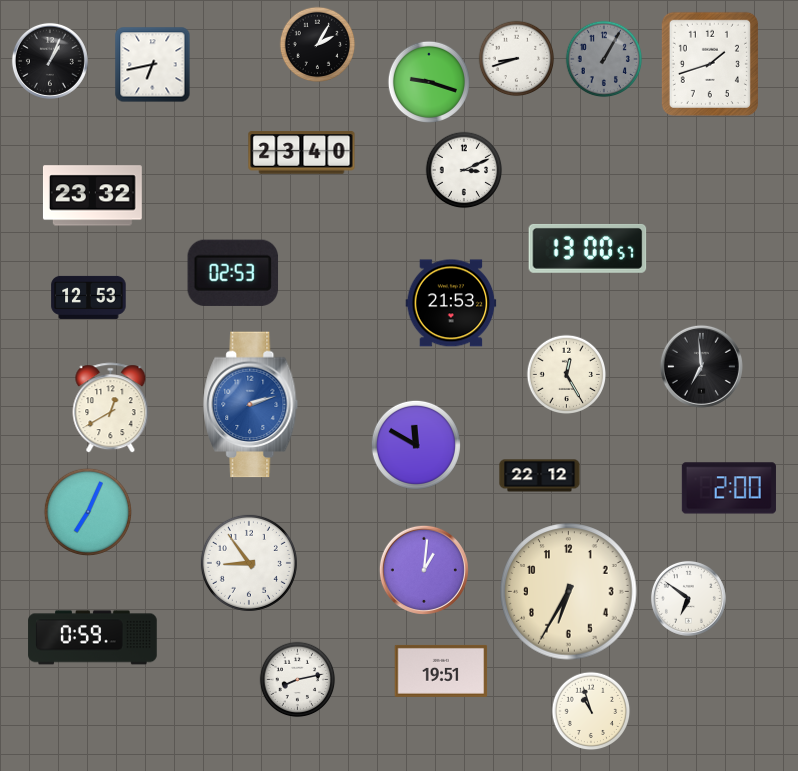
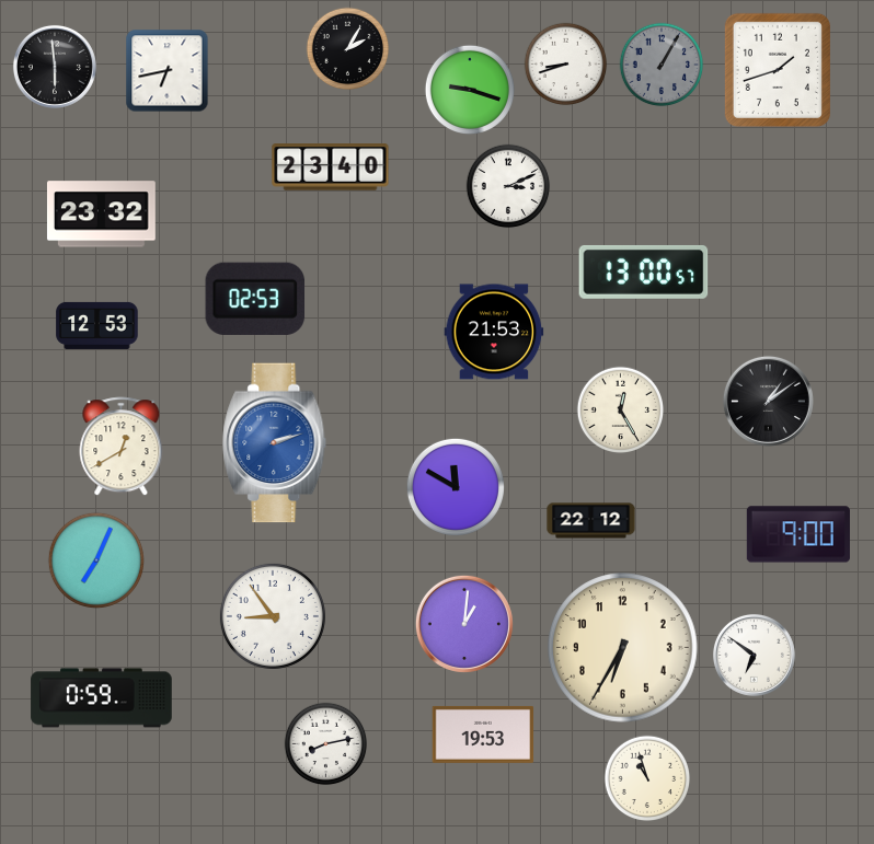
clock at (50, 61): 1:04 -> 5:59
clock at (701, 366): 6:59 -> 1:09
clock at (729, 488): 2:00 -> 9:00
clock at (441, 671): 19:51 -> 19:53
